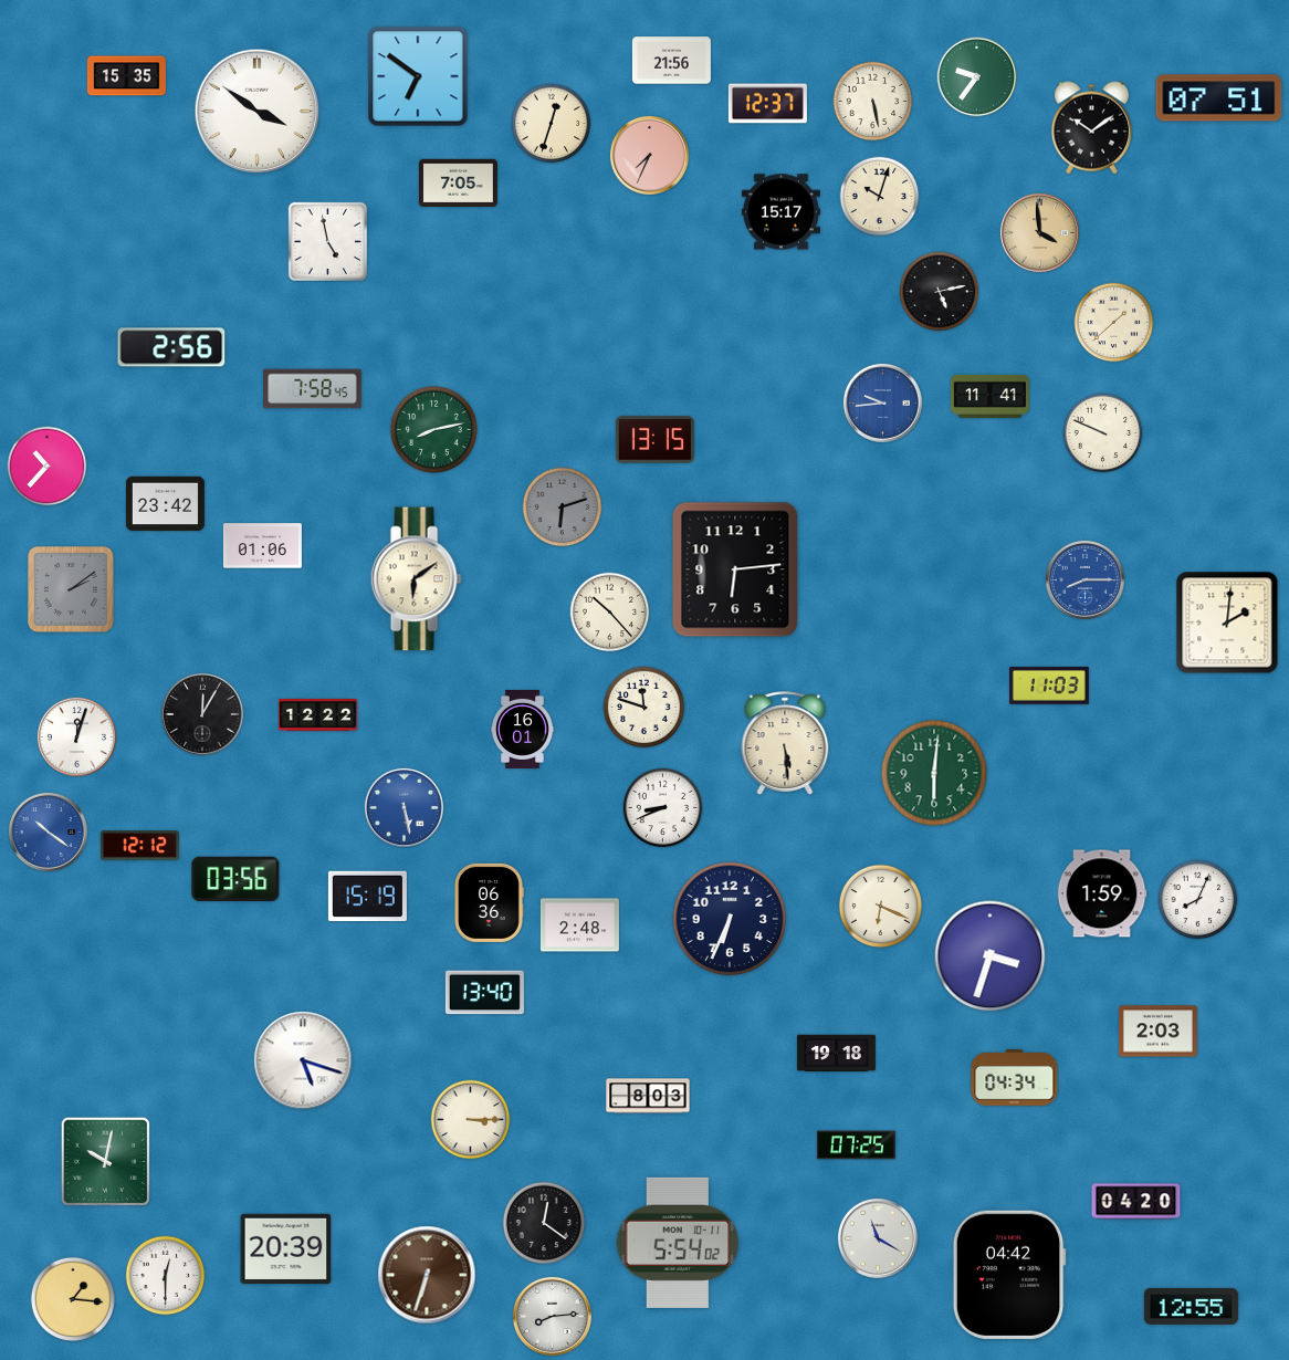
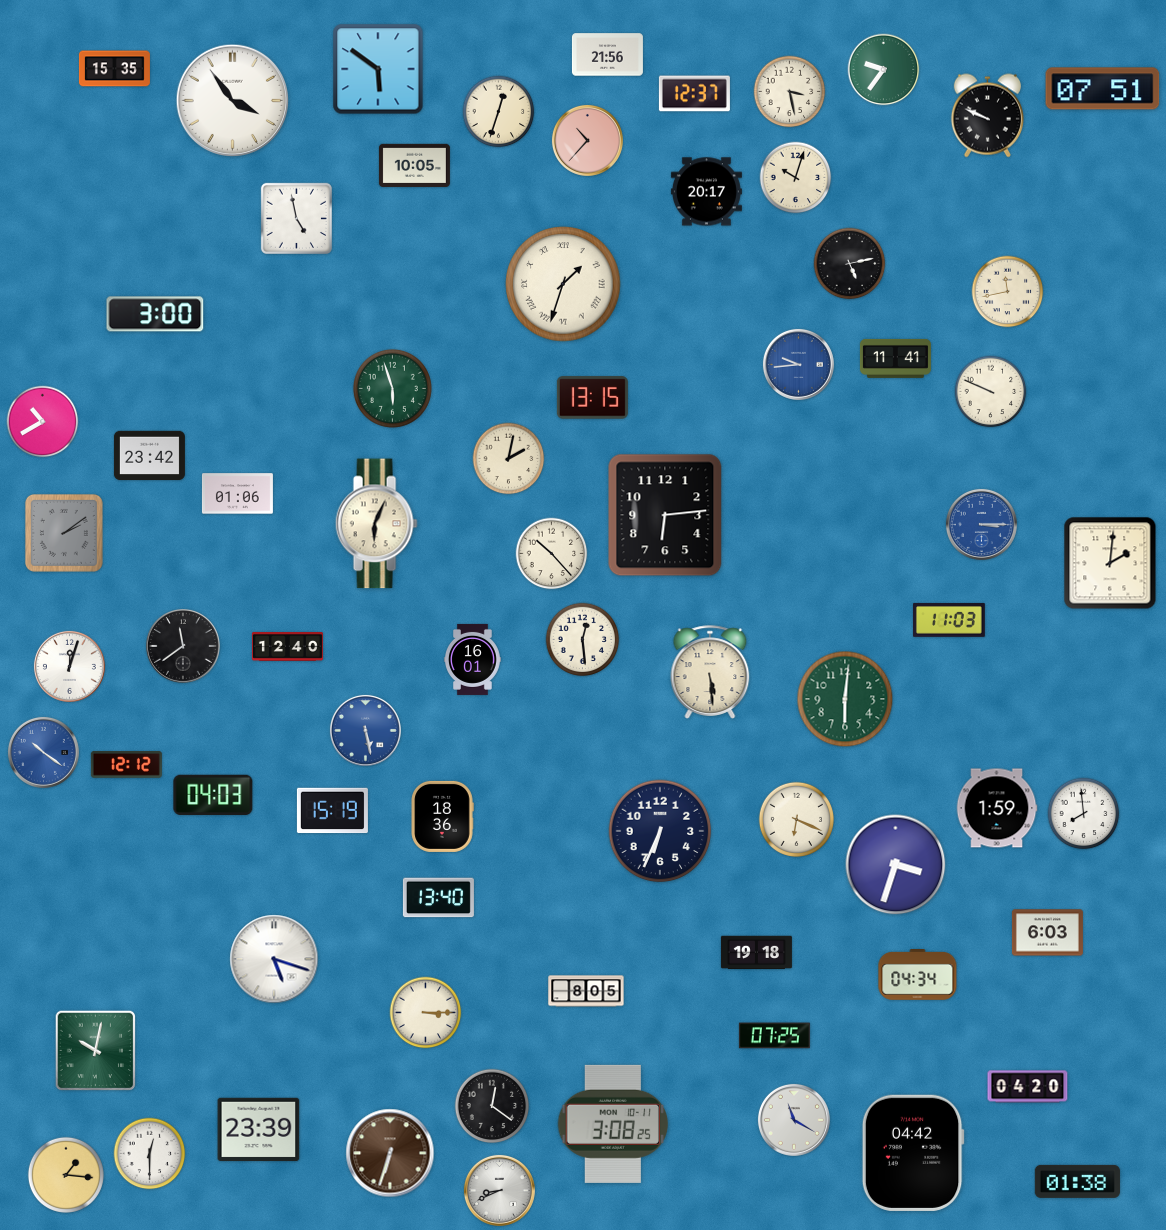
clock at (418, 76): 6:51 -> 5:51
clock at (873, 102): 5:28 -> 3:28
clock at (256, 111): 3:51 -> 3:54
clock at (1091, 128): 10:09 -> 9:49
clock at (649, 155): 7:34 -> 10:37
clock at (458, 182): 7:05 -> 10:05
clock at (780, 212): 15:17 -> 20:17
clock at (1039, 232): 3:59 -> none
clock at (563, 284): none -> 1:33
clock at (1114, 323): 1:38 -> 11:43
clock at (171, 347): 2:56 -> 3:00
clock at (313, 389): 7:58 -> none
clock at (433, 429): 8:13 -> 5:57
clock at (1103, 433) position: (1103, 433) -> (991, 392)
clock at (48, 467): 10:37 -> 10:40
clock at (563, 508): 6:12 -> 2:02
clock at (563, 508) dial: grey -> cream
clock at (416, 579): 6:09 -> 6:04
clock at (1084, 579): 8:15 -> 3:15
clock at (644, 708): 11:48 -> 12:29
clock at (202, 714): 12:05 -> 11:39
clock at (317, 715): 12:22 -> 12:40
clock at (663, 808): 8:41 -> none
clock at (235, 879): 03:56 -> 04:03
clock at (1198, 900): 8:04 -> 7:59
clock at (489, 902): 06:36 -> 18:36
clock at (579, 925): 2:48 -> none
clock at (1157, 1032): 2:03 -> 6:03
clock at (648, 1096): 8:03 -> 8:05
clock at (678, 1243): 5:54 -> 3:08
clock at (286, 1249): 20:39 -> 23:39
clock at (427, 1275) position: (427, 1275) -> (390, 1153)
clock at (1191, 1306): 12:55 -> 01:38
clock at (552, 1316): 8:14 -> 8:41
